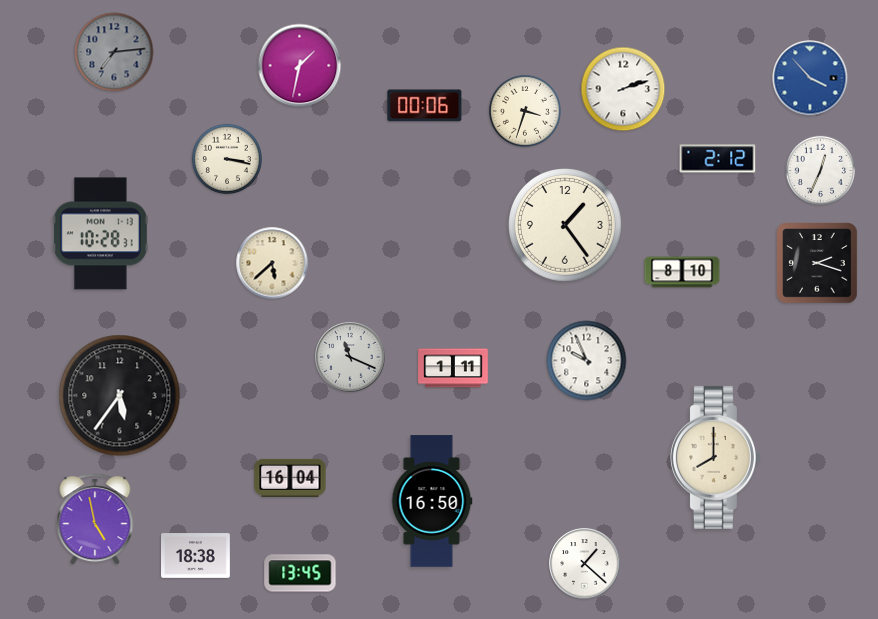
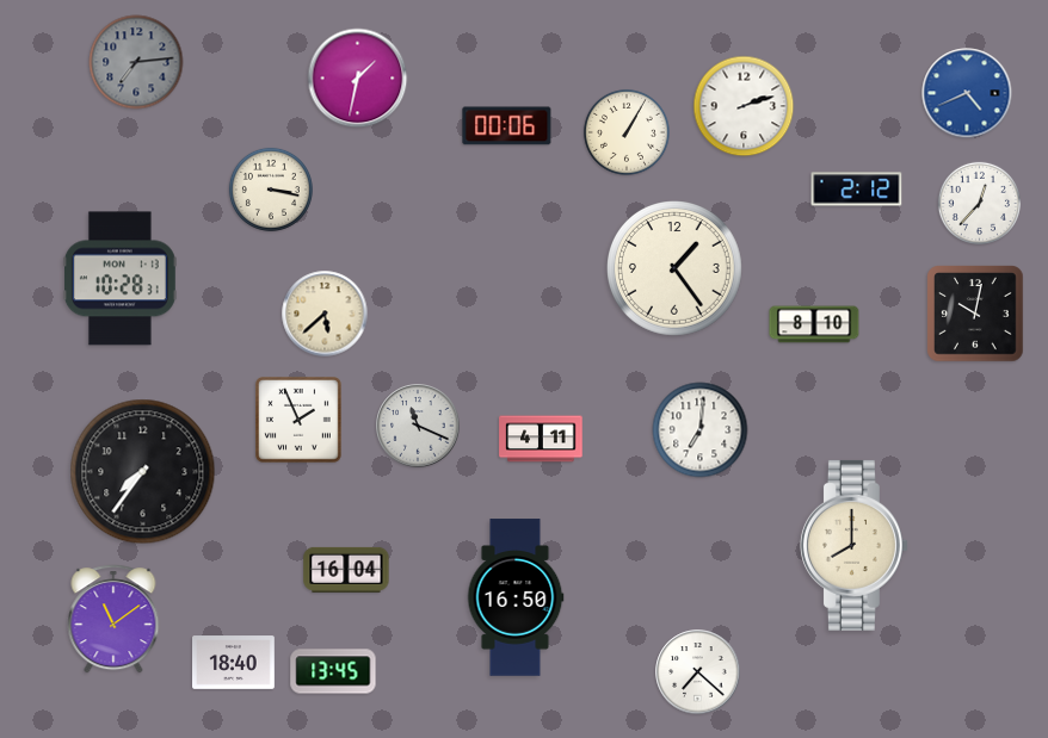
clock at (810, 78): 3:53 -> 4:41
clock at (525, 111): 3:33 -> 1:05
clock at (820, 170): 12:34 -> 12:37
clock at (817, 263): 2:18 -> 10:02
clock at (300, 421): none -> 1:56
clock at (587, 361): 9:56 -> 7:01
clock at (453, 368): 1:11 -> 4:11
clock at (120, 396): 5:36 -> 7:36
clock at (95, 519): 4:58 -> 11:09
clock at (196, 556): 18:38 -> 18:40
clock at (585, 564): 1:22 -> 7:22
clock at (300, 573) position: (300, 573) -> (333, 671)
